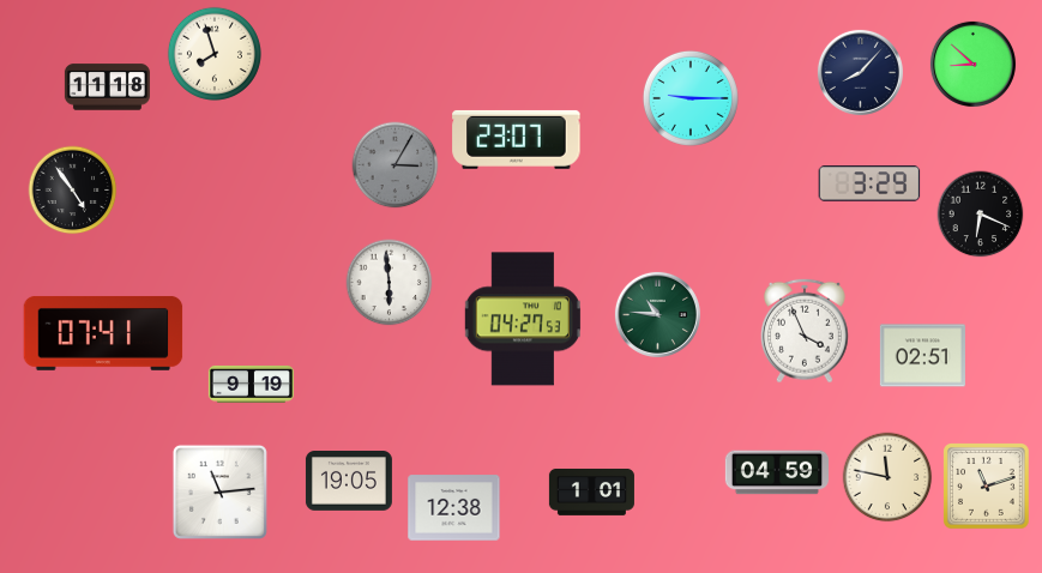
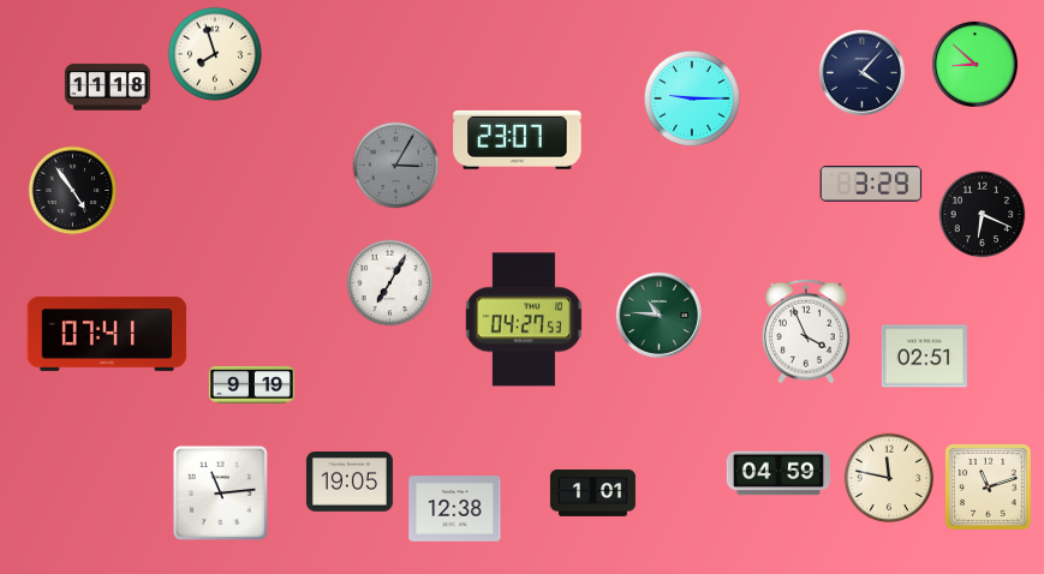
clock at (860, 72): 8:07 -> 4:07
clock at (390, 283): 5:59 -> 7:05
clock at (103, 333) position: (103, 333) -> (107, 334)
